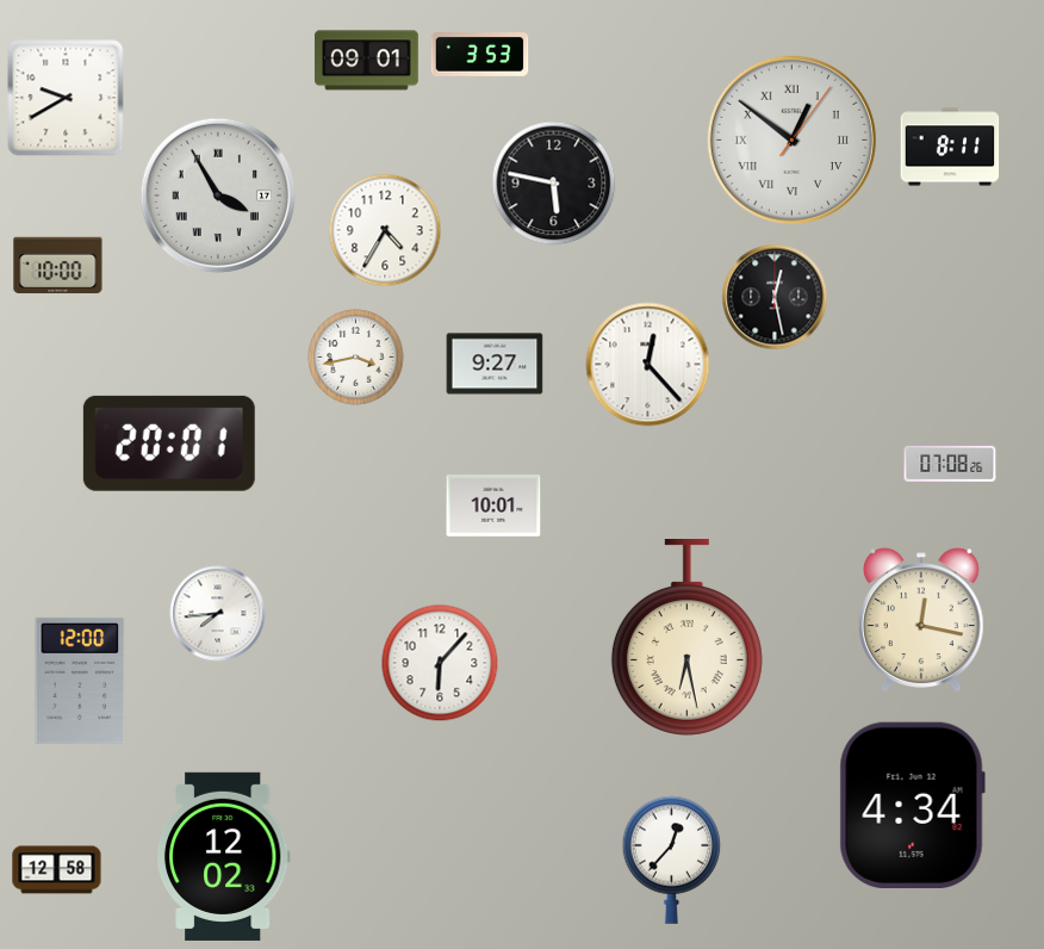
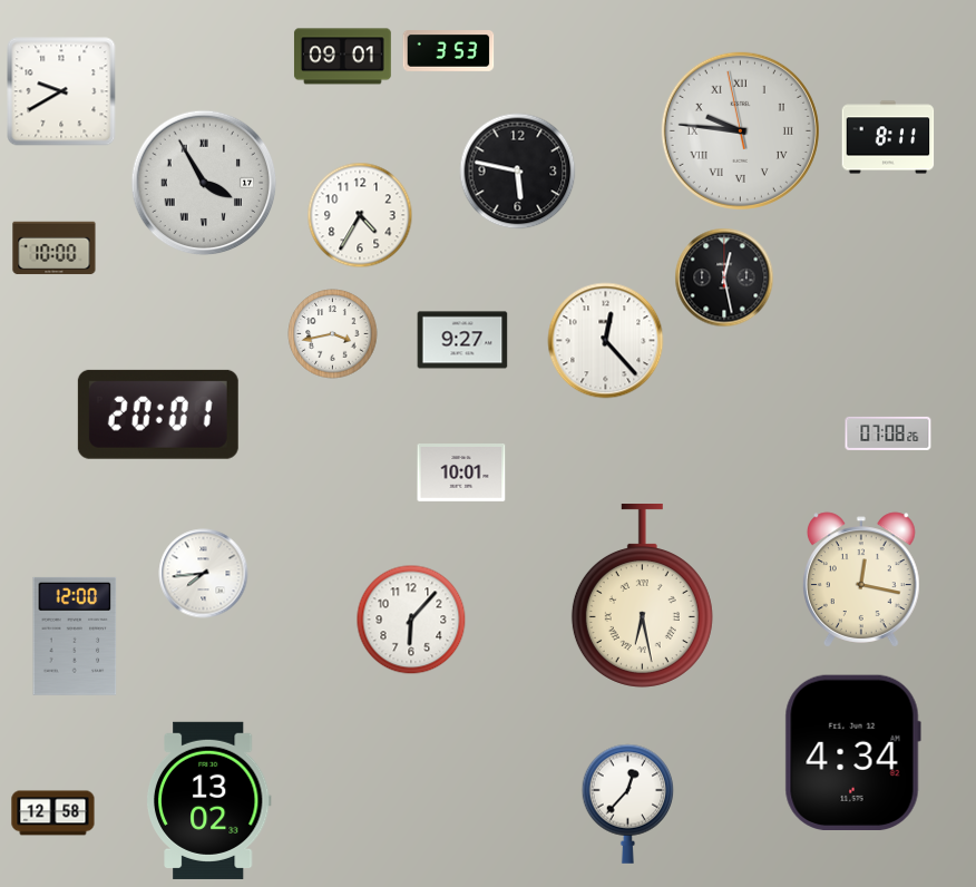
clock at (791, 139): 12:51 -> 9:45
clock at (223, 856): 12:02 -> 13:02
